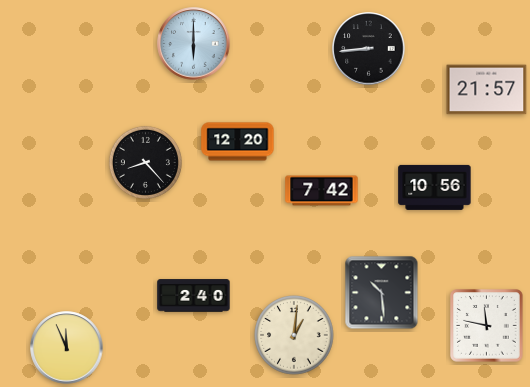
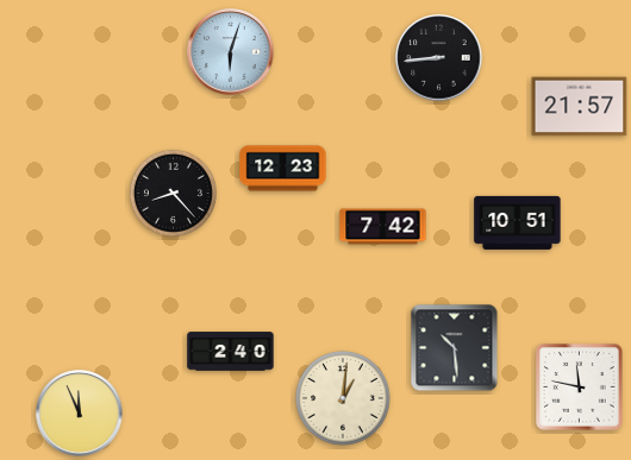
clock at (194, 44): 6:00 -> 6:03
clock at (238, 142): 12:20 -> 12:23
clock at (435, 187): 10:56 -> 10:51
clock at (294, 335) position: (294, 335) -> (343, 398)
